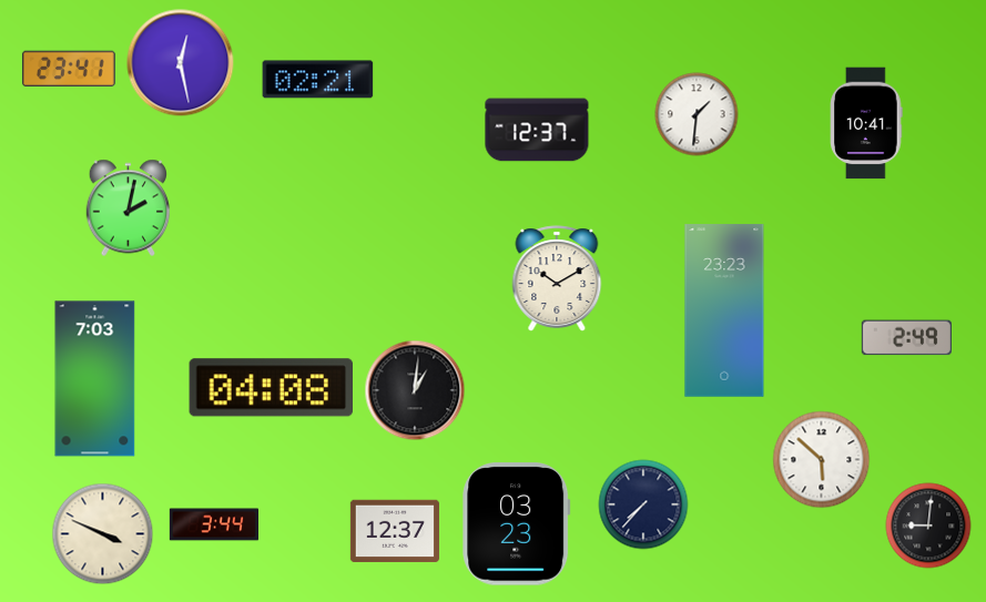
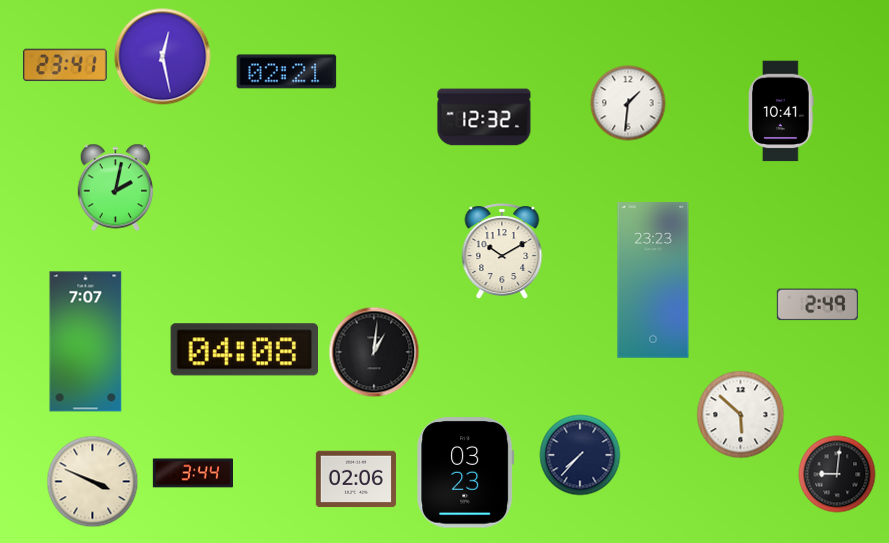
clock at (69, 69) position: (69, 69) -> (65, 65)
clock at (537, 130): 12:37 -> 12:32
clock at (95, 379): 7:03 -> 7:07
clock at (395, 531): 12:37 -> 02:06
